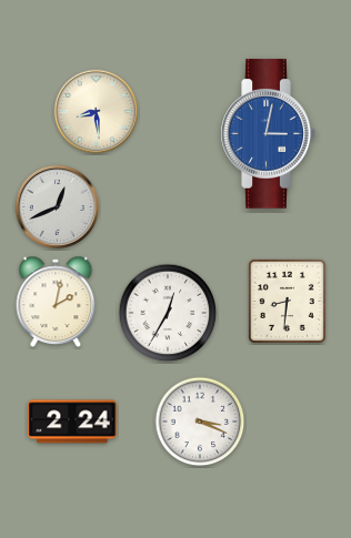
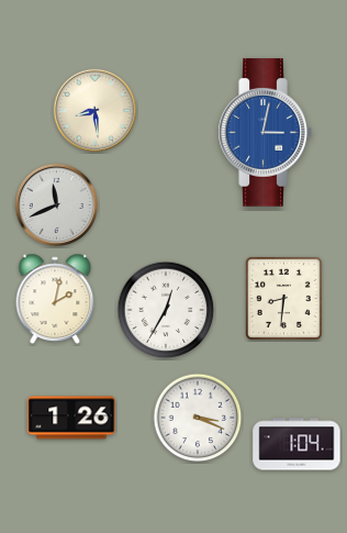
clock at (57, 206): 12:41 -> 11:41
clock at (72, 422): 2:24 -> 1:26
clock at (296, 444): none -> 1:04
